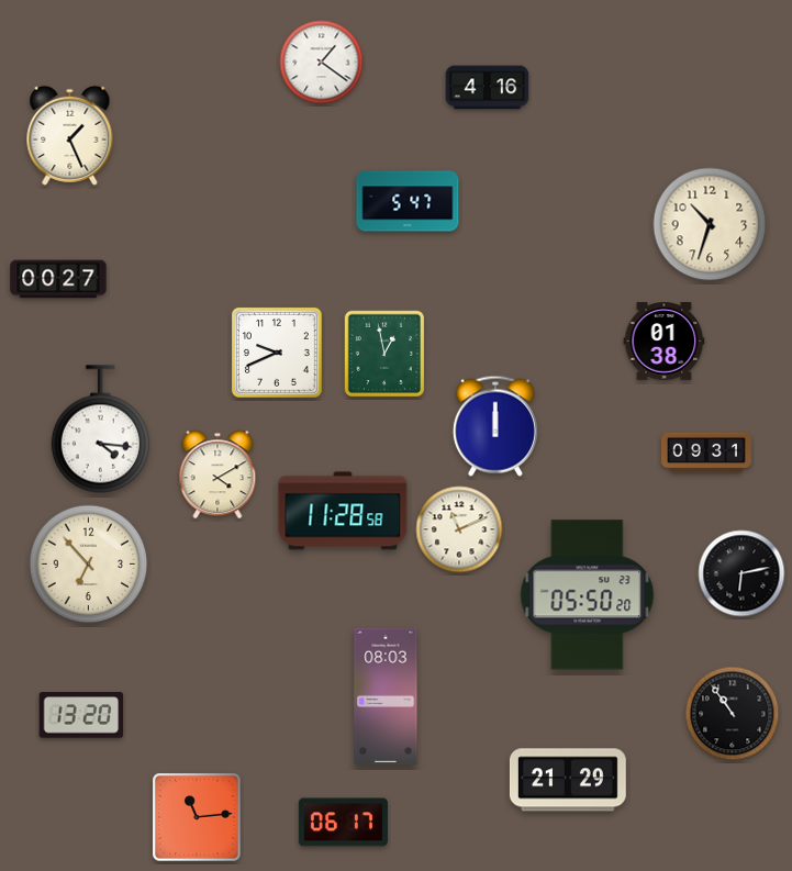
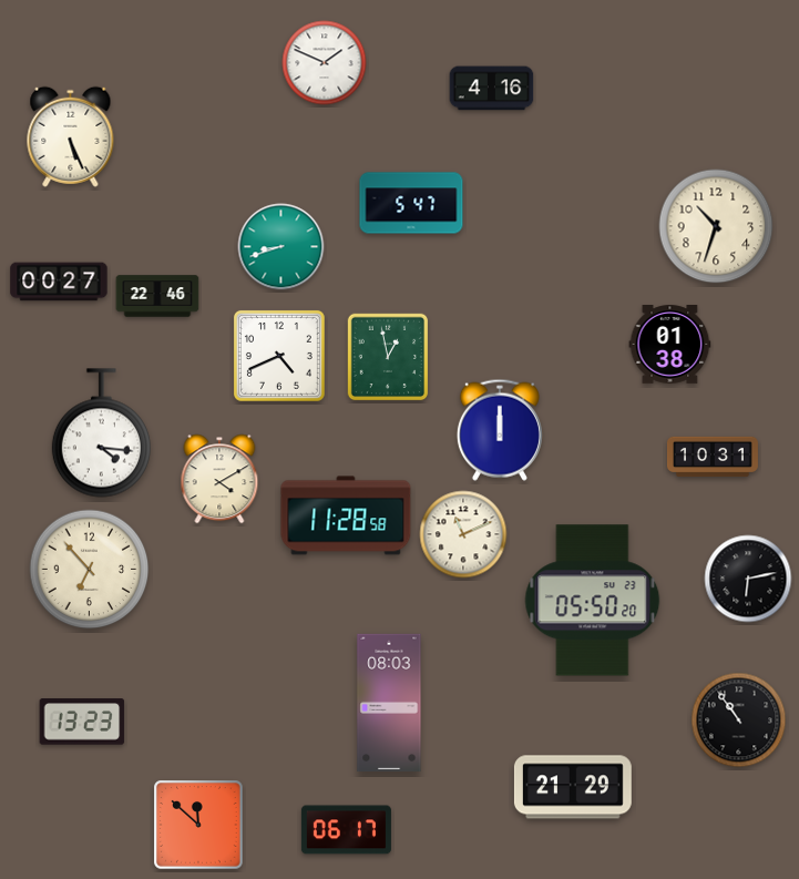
clock at (322, 63): 1:21 -> 1:49
clock at (70, 135): 1:26 -> 5:26
clock at (281, 247): none -> 8:42
clock at (157, 296): none -> 22:46
clock at (277, 353): 9:41 -> 4:41
clock at (706, 453): 09:31 -> 10:31
clock at (81, 715): 13:20 -> 13:23
clock at (197, 817): 11:14 -> 11:52
